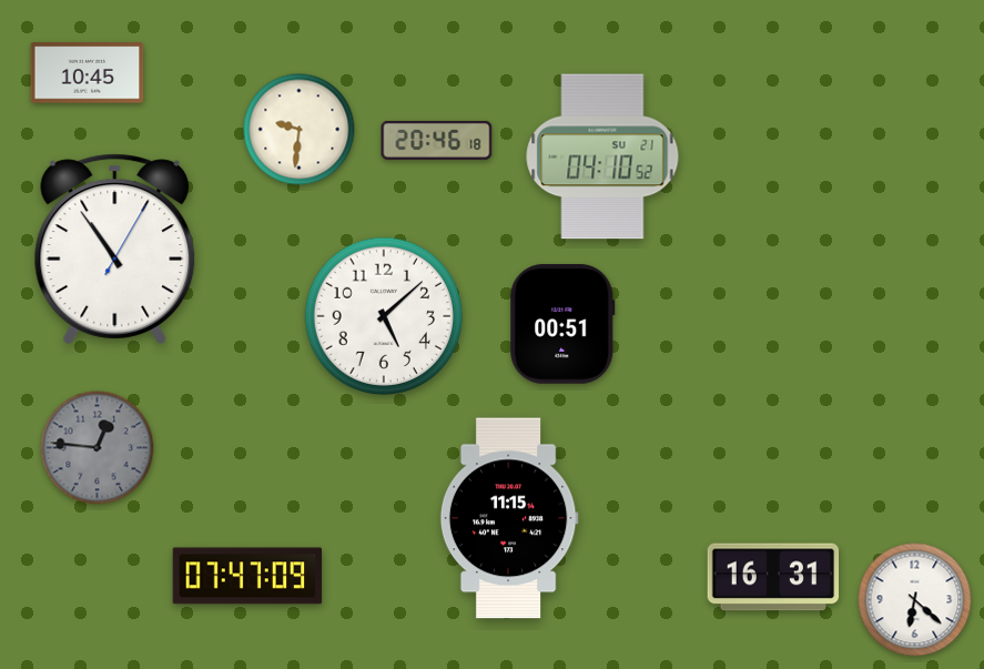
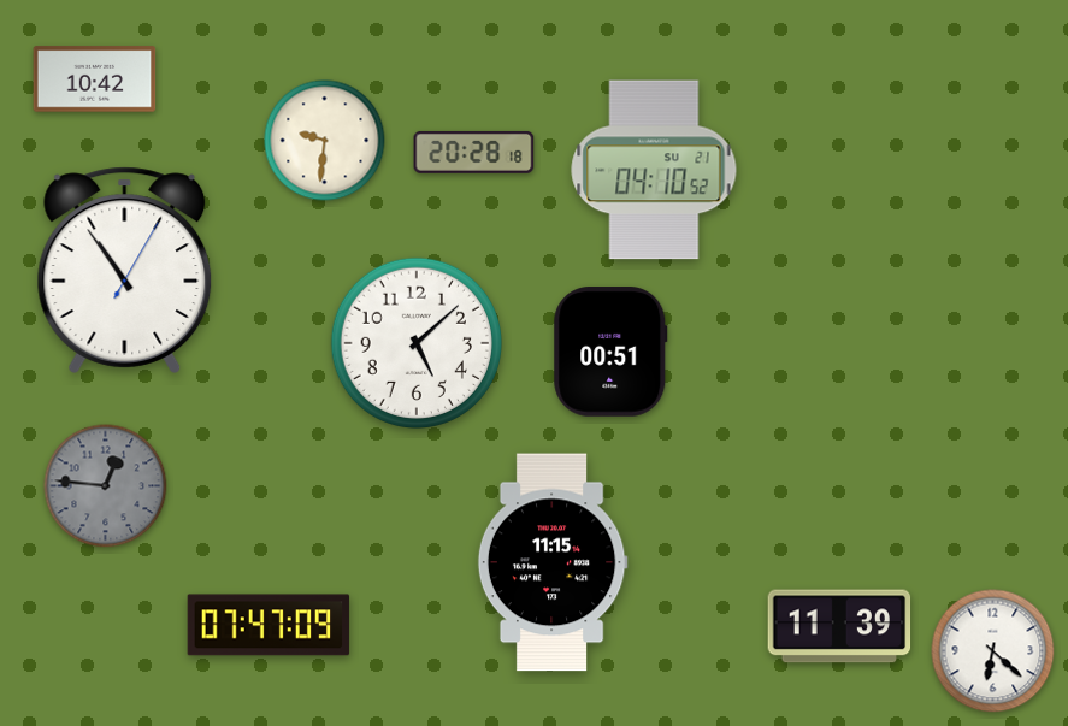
clock at (88, 73): 10:45 -> 10:42
clock at (437, 140): 20:46 -> 20:28
clock at (773, 577): 16:31 -> 11:39
